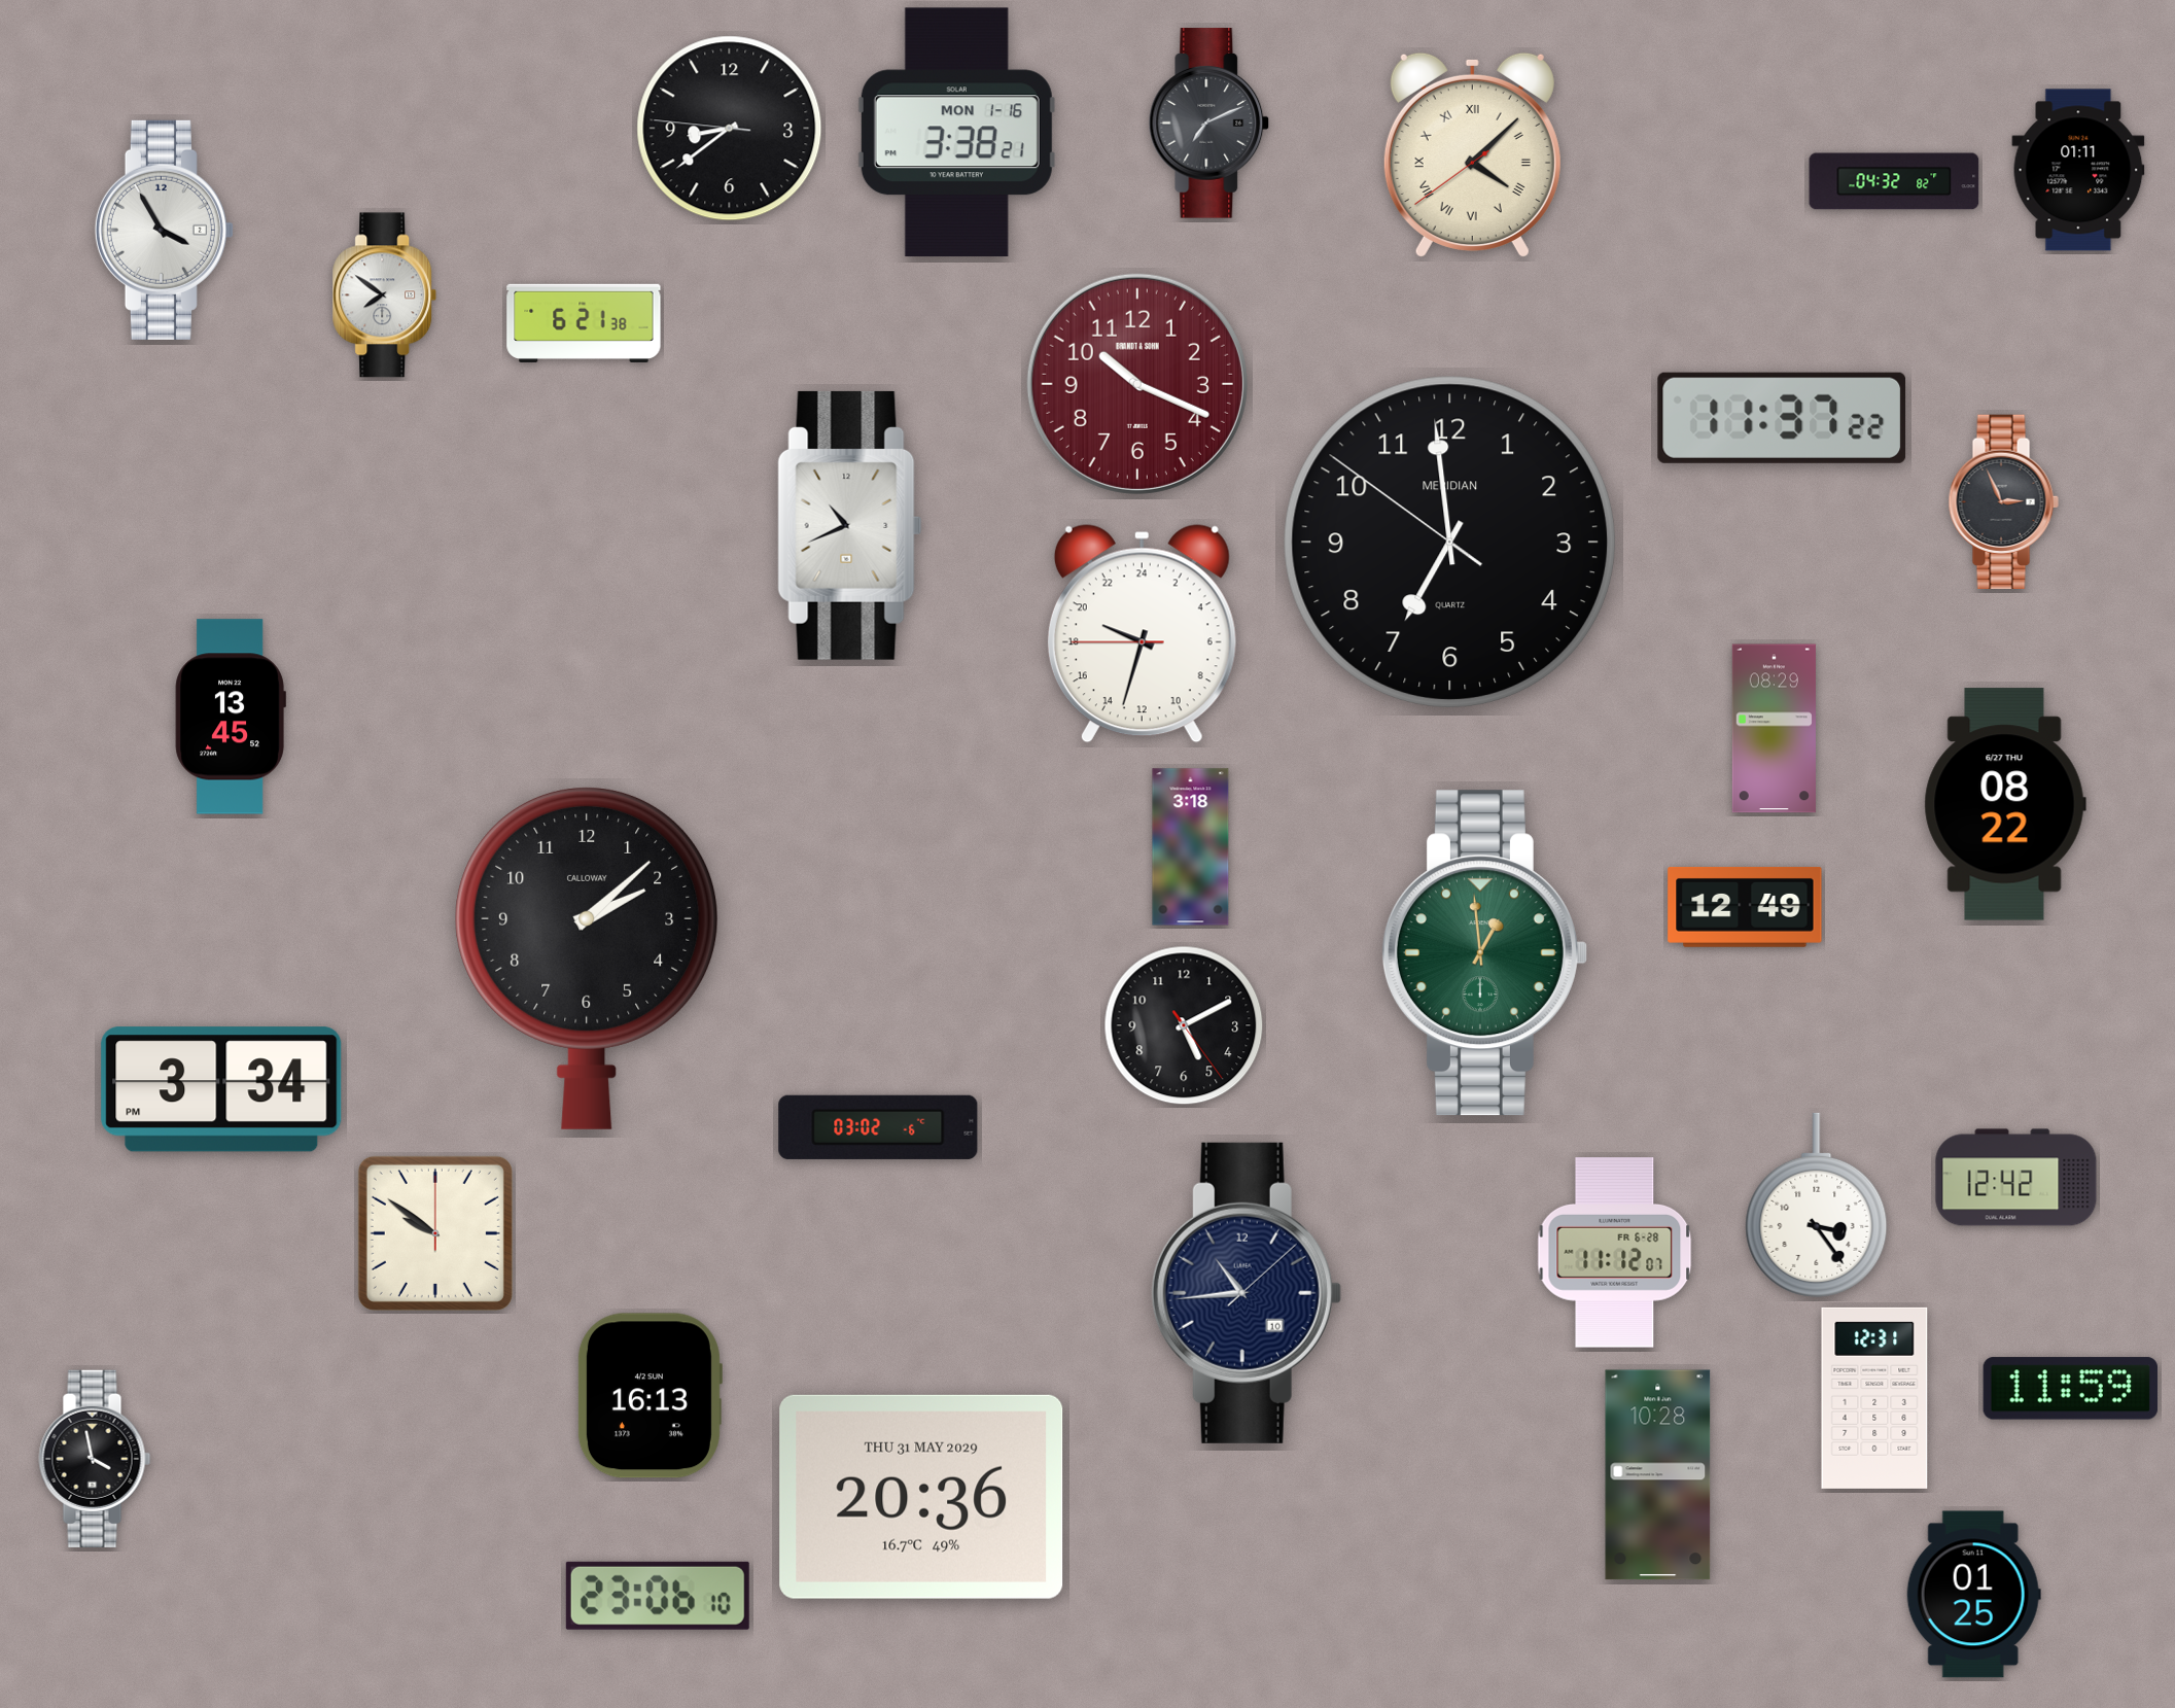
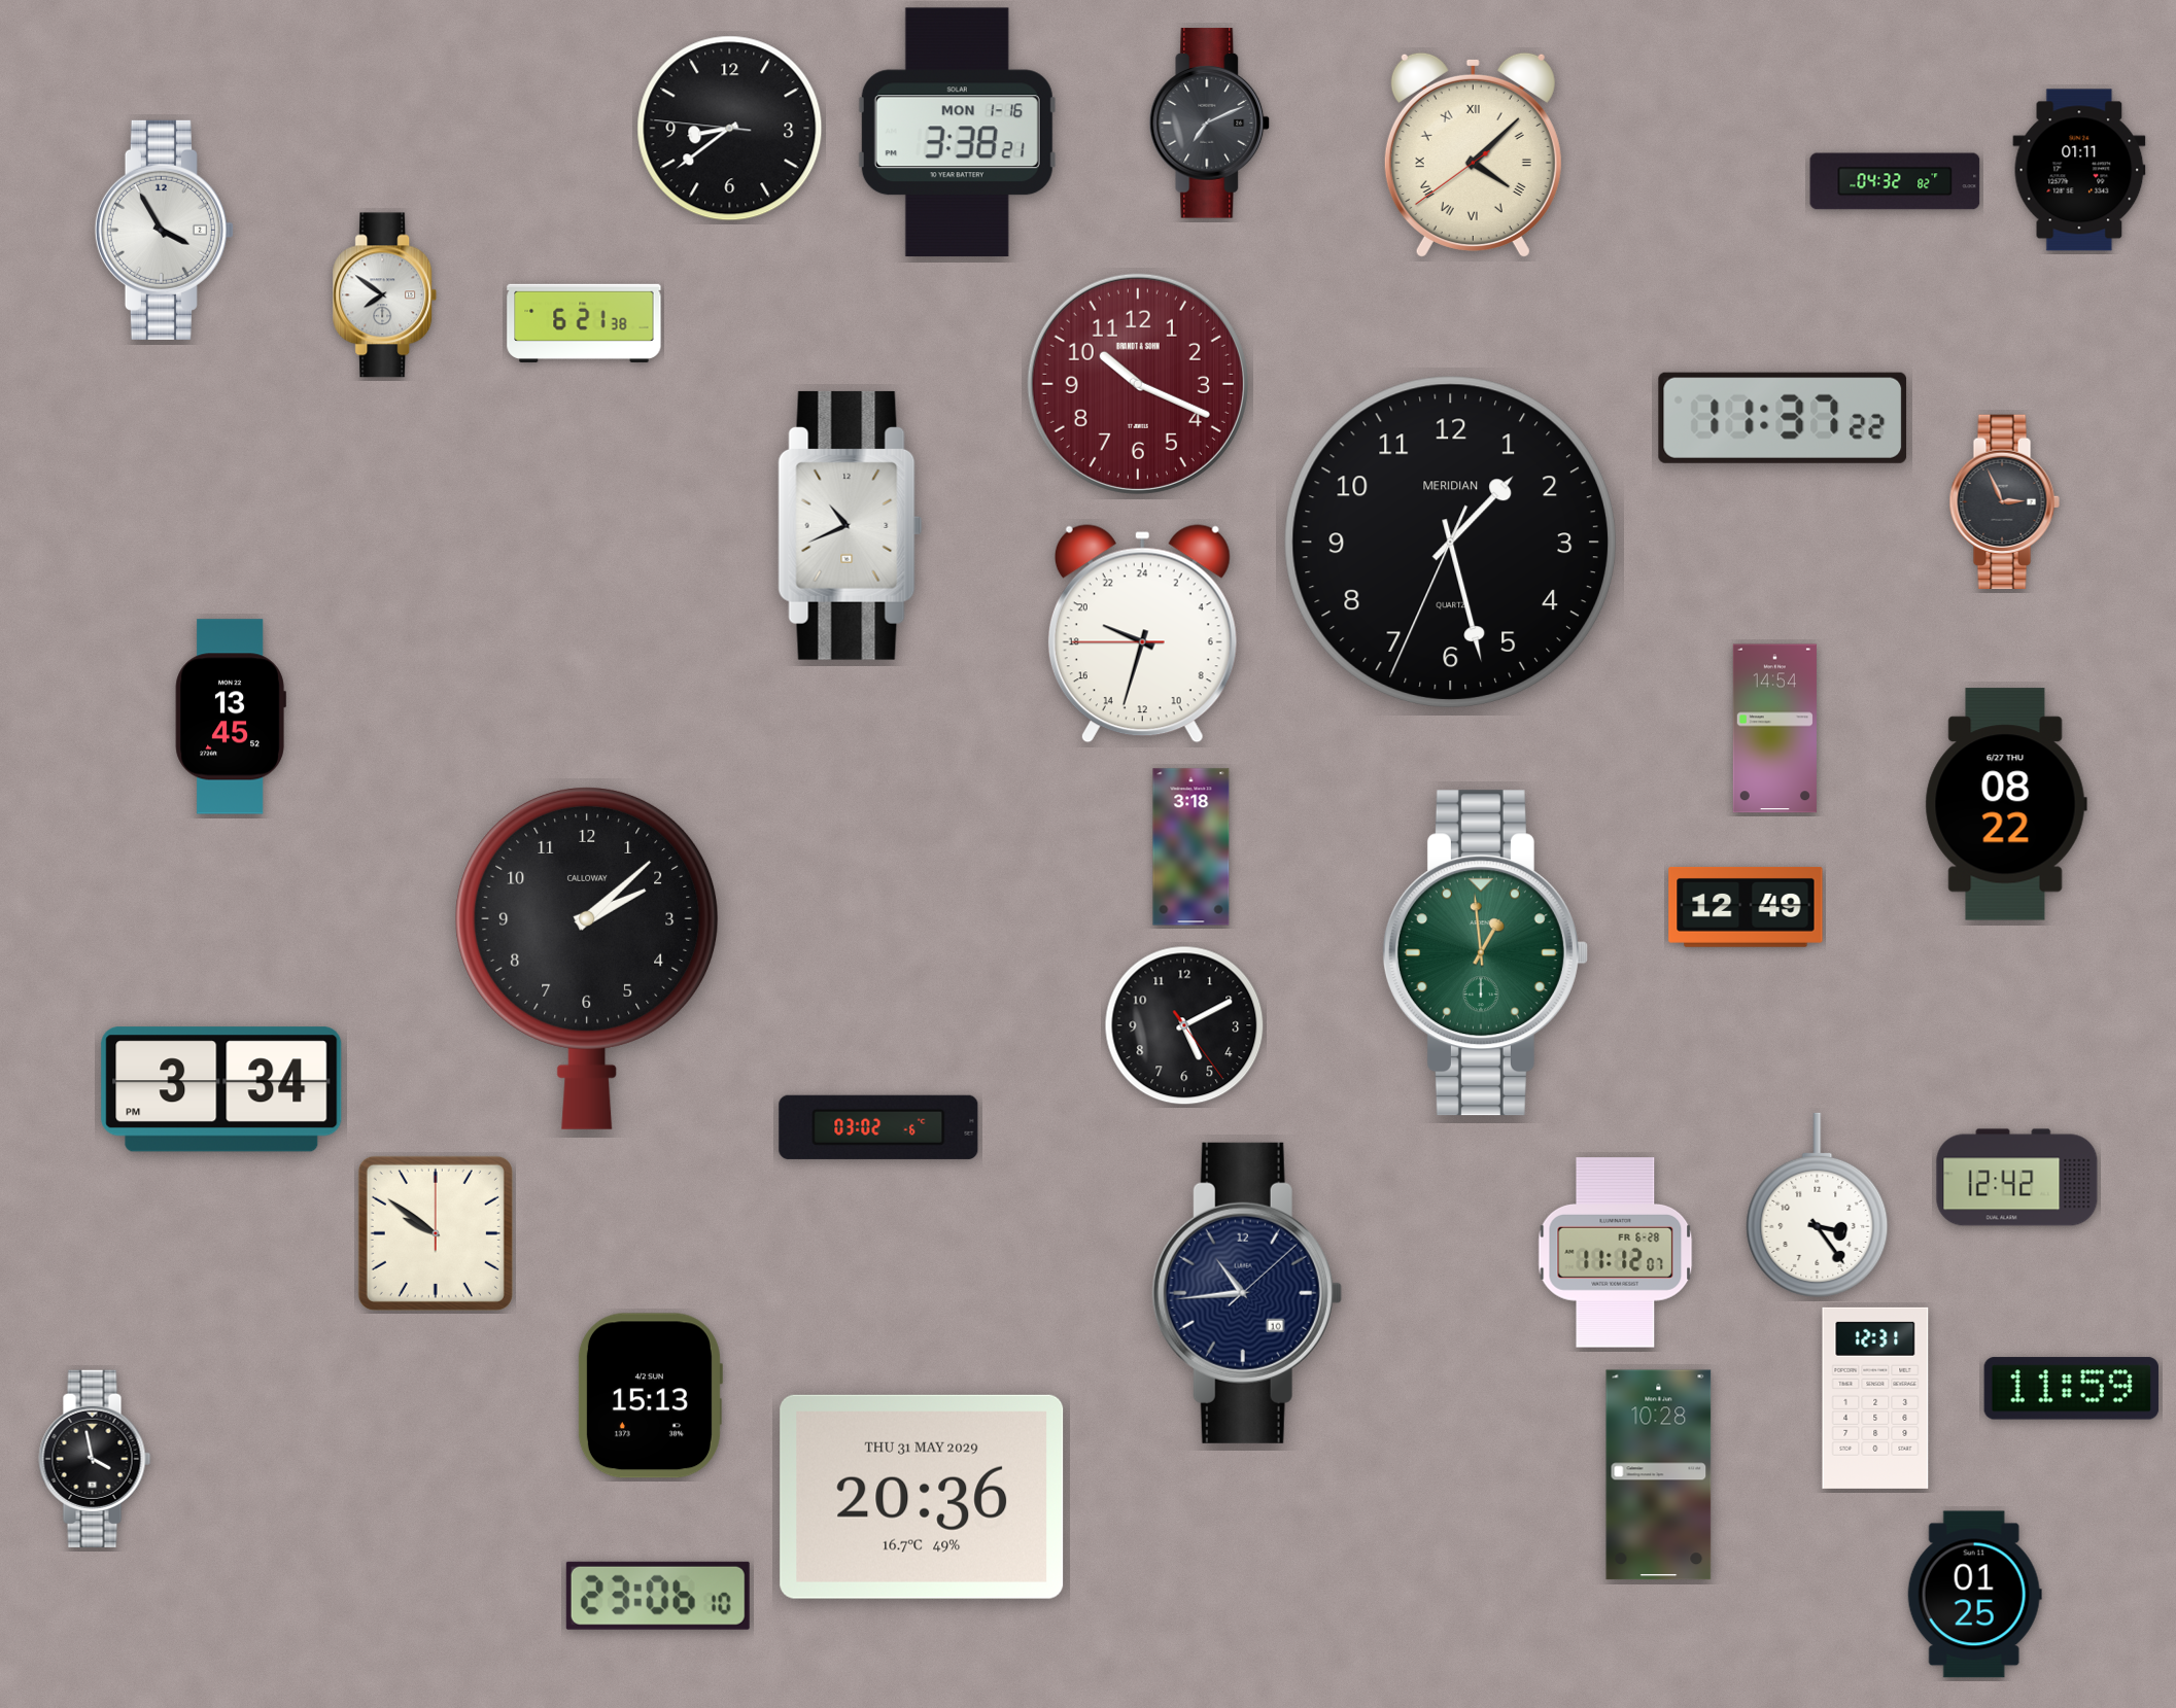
clock at (1449, 542): 6:58 -> 1:27
clock at (1774, 729): 08:29 -> 14:54
clock at (650, 1396): 16:13 -> 15:13
